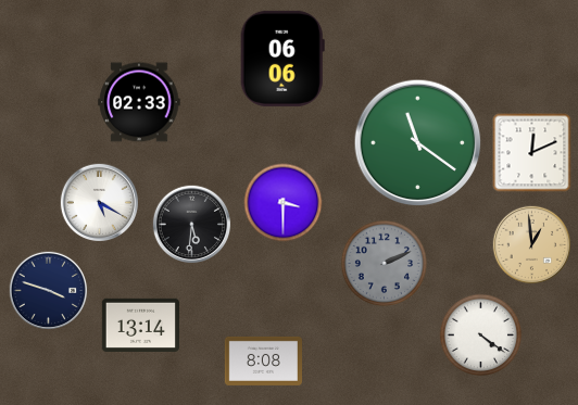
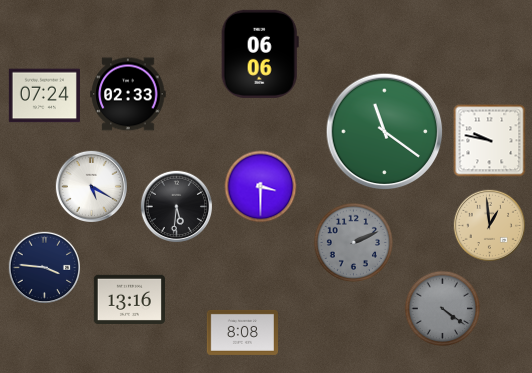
clock at (44, 96): none -> 07:24
clock at (532, 153): 12:11 -> 9:47
clock at (48, 290): 3:48 -> 3:46
clock at (140, 325): 13:14 -> 13:16
clock at (481, 336) dial: white -> grey
